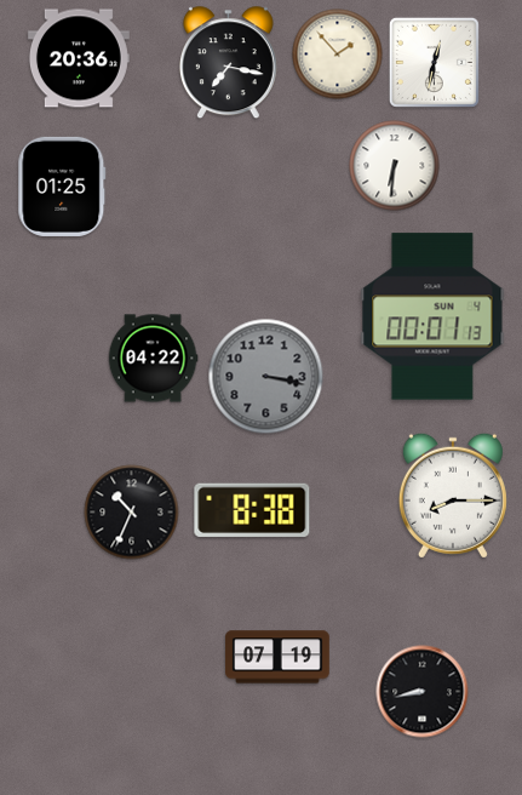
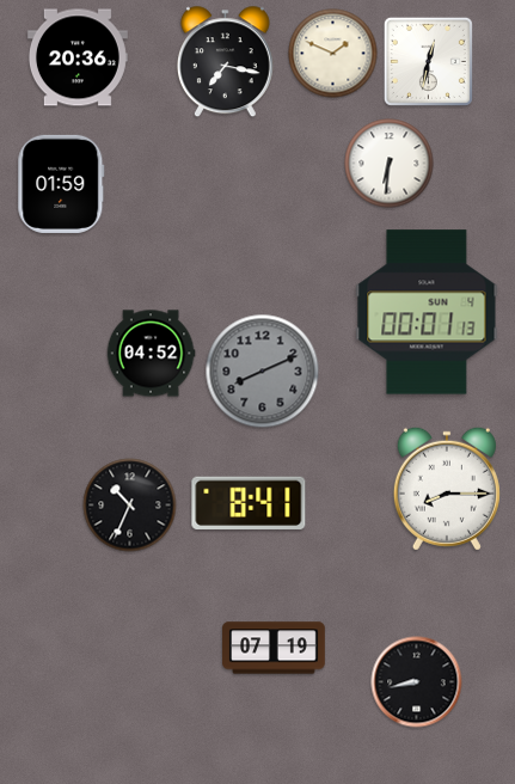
clock at (338, 55): 1:53 -> 1:49
clock at (62, 187): 01:25 -> 01:59
clock at (153, 359): 04:22 -> 04:52
clock at (266, 377): 3:17 -> 8:11
clock at (252, 510): 8:38 -> 8:41
